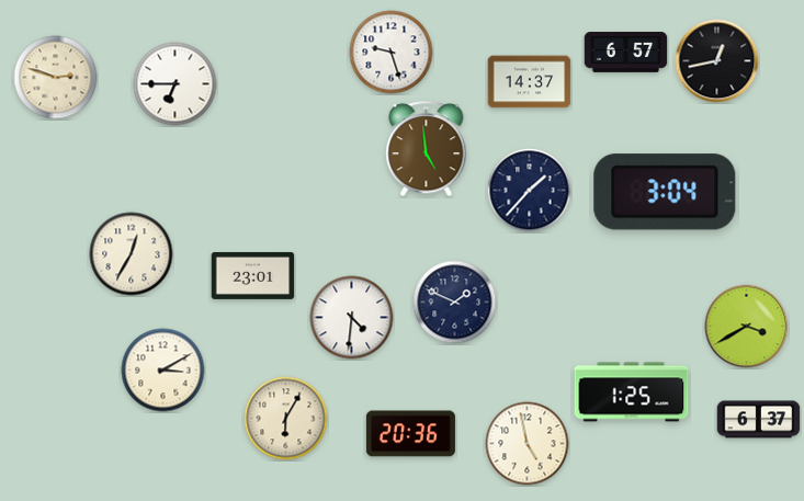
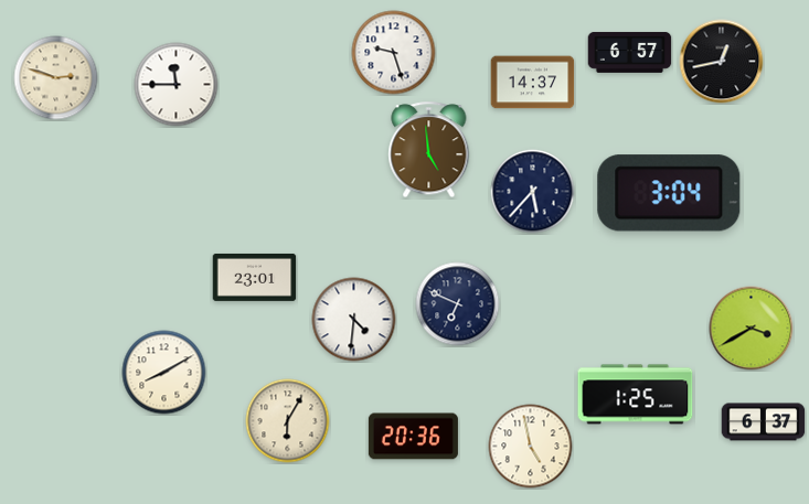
clock at (175, 84): 6:45 -> 11:45
clock at (530, 191): 1:37 -> 5:37
clock at (132, 254): 12:35 -> none
clock at (455, 303): 1:49 -> 6:49
clock at (163, 371): 3:10 -> 8:10
